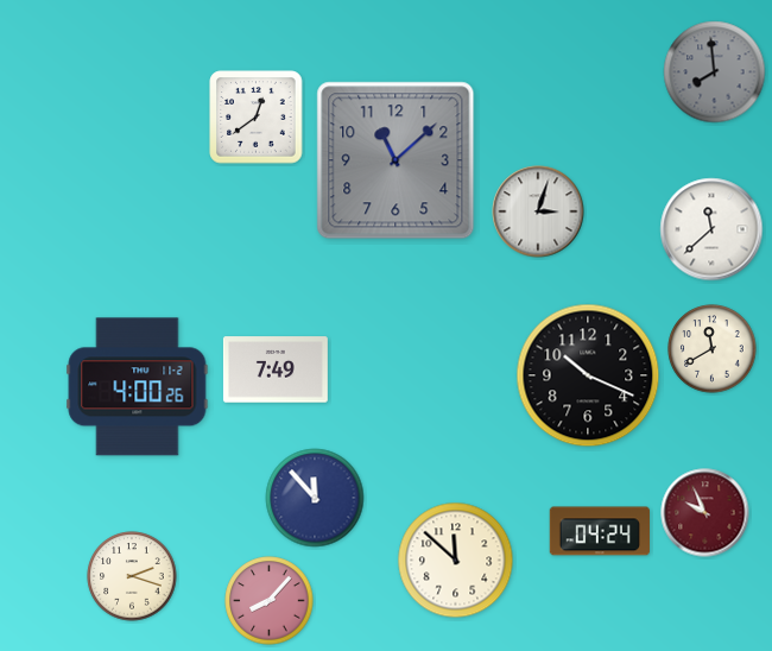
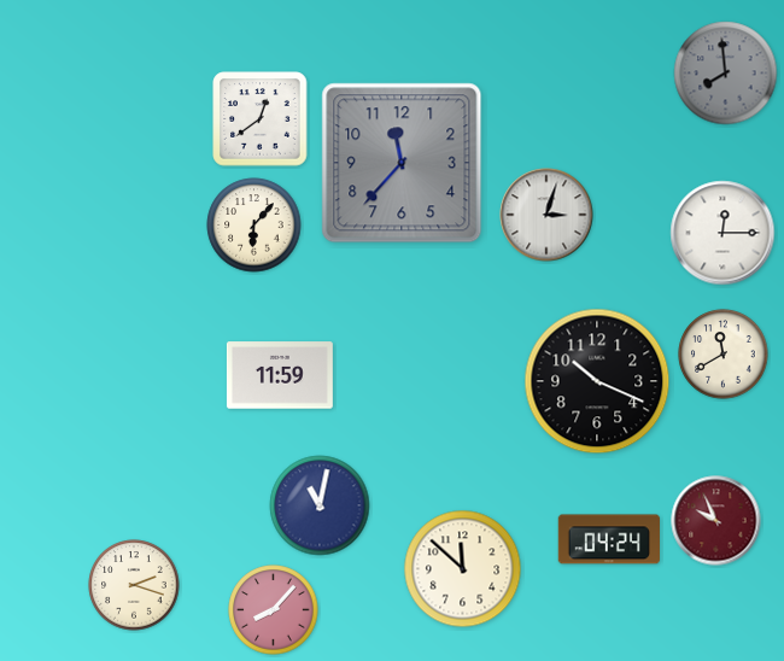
clock at (396, 160): 11:08 -> 11:37
clock at (254, 226): none -> 6:07
clock at (711, 229): 11:38 -> 12:15
clock at (276, 369): 7:49 -> 11:59
clock at (138, 387): 4:00 -> none
clock at (315, 498): 11:53 -> 11:02
